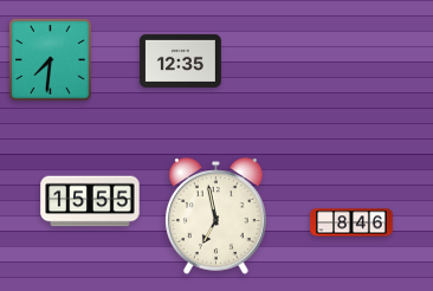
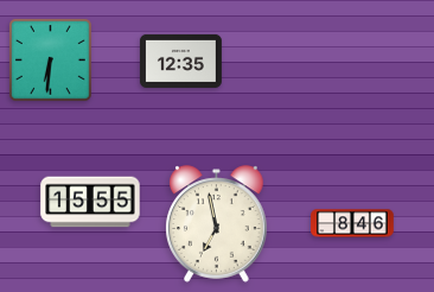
clock at (50, 59): 7:31 -> 6:31
clock at (217, 216) position: (217, 216) -> (217, 224)
